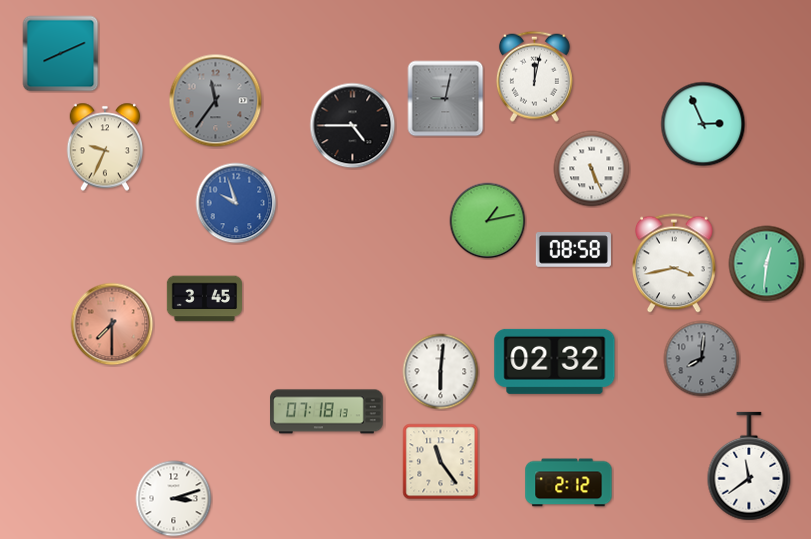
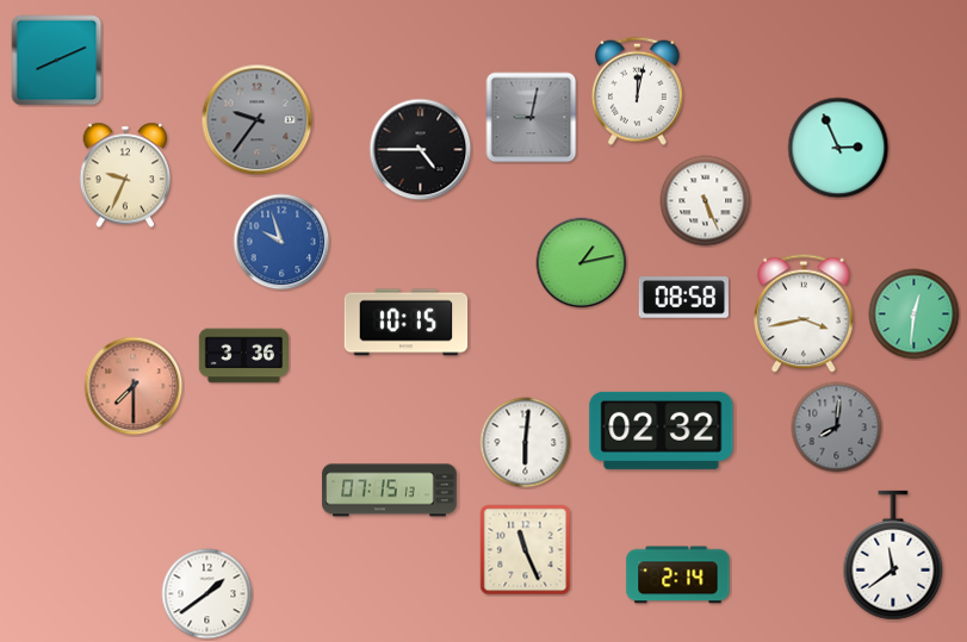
clock at (61, 54) position: (61, 54) -> (57, 61)
clock at (216, 101): 11:36 -> 9:36
clock at (407, 323): none -> 10:15
clock at (204, 299): 3:45 -> 3:36
clock at (327, 412): 07:18 -> 07:15
clock at (441, 462): 11:24 -> 11:26
clock at (569, 483): 2:12 -> 2:14
clock at (174, 499): 3:12 -> 1:39
